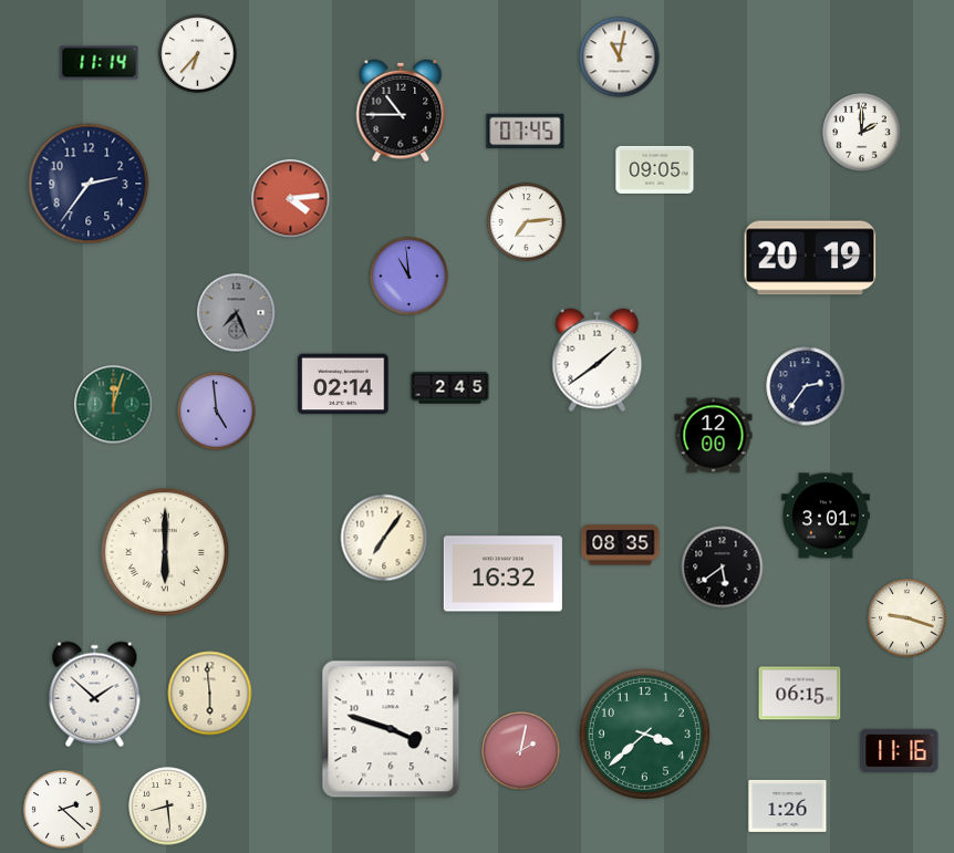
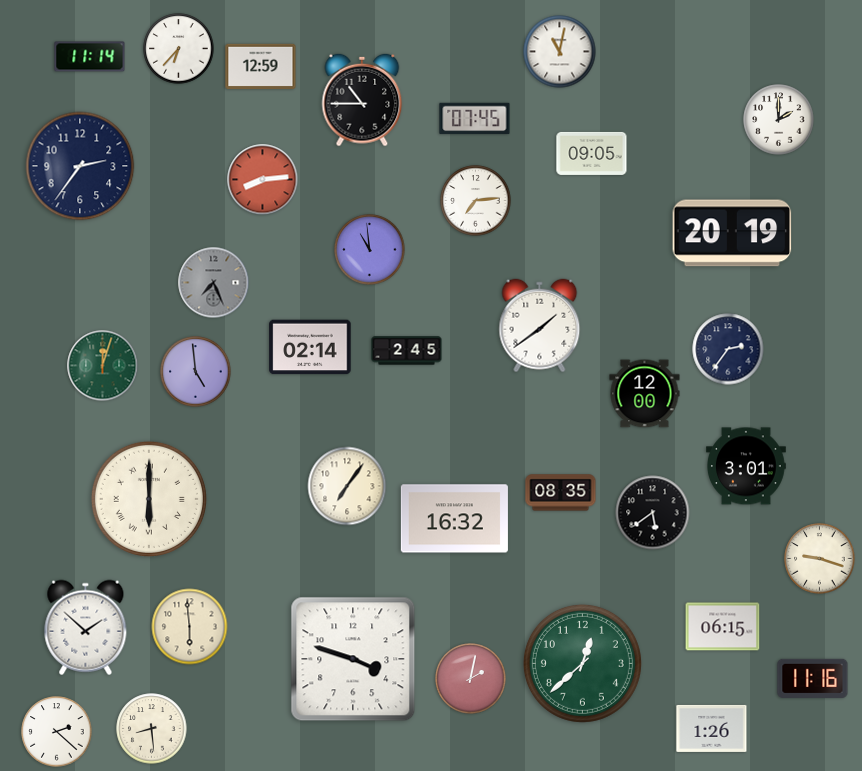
clock at (261, 67): none -> 12:59
clock at (291, 199): 4:14 -> 8:14
clock at (644, 734): 3:38 -> 12:38
